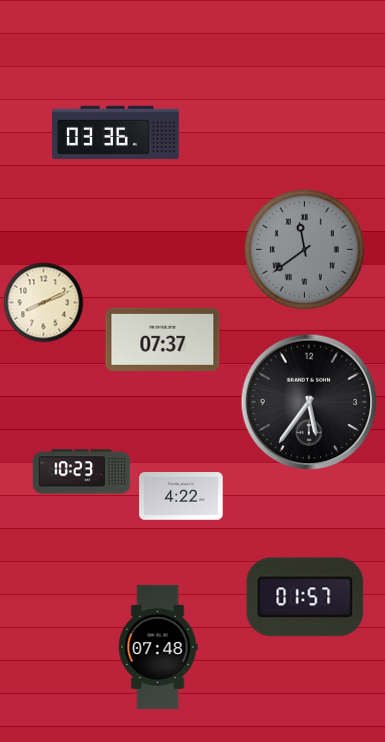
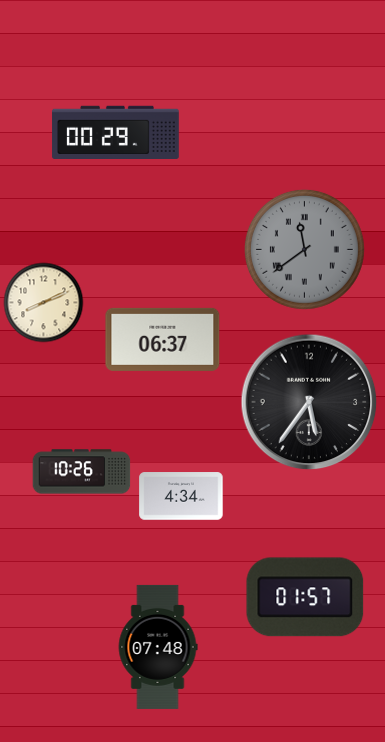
clock at (116, 132): 03:36 -> 00:29
clock at (163, 339): 07:37 -> 06:37
clock at (82, 472): 10:23 -> 10:26
clock at (181, 496): 4:22 -> 4:34
